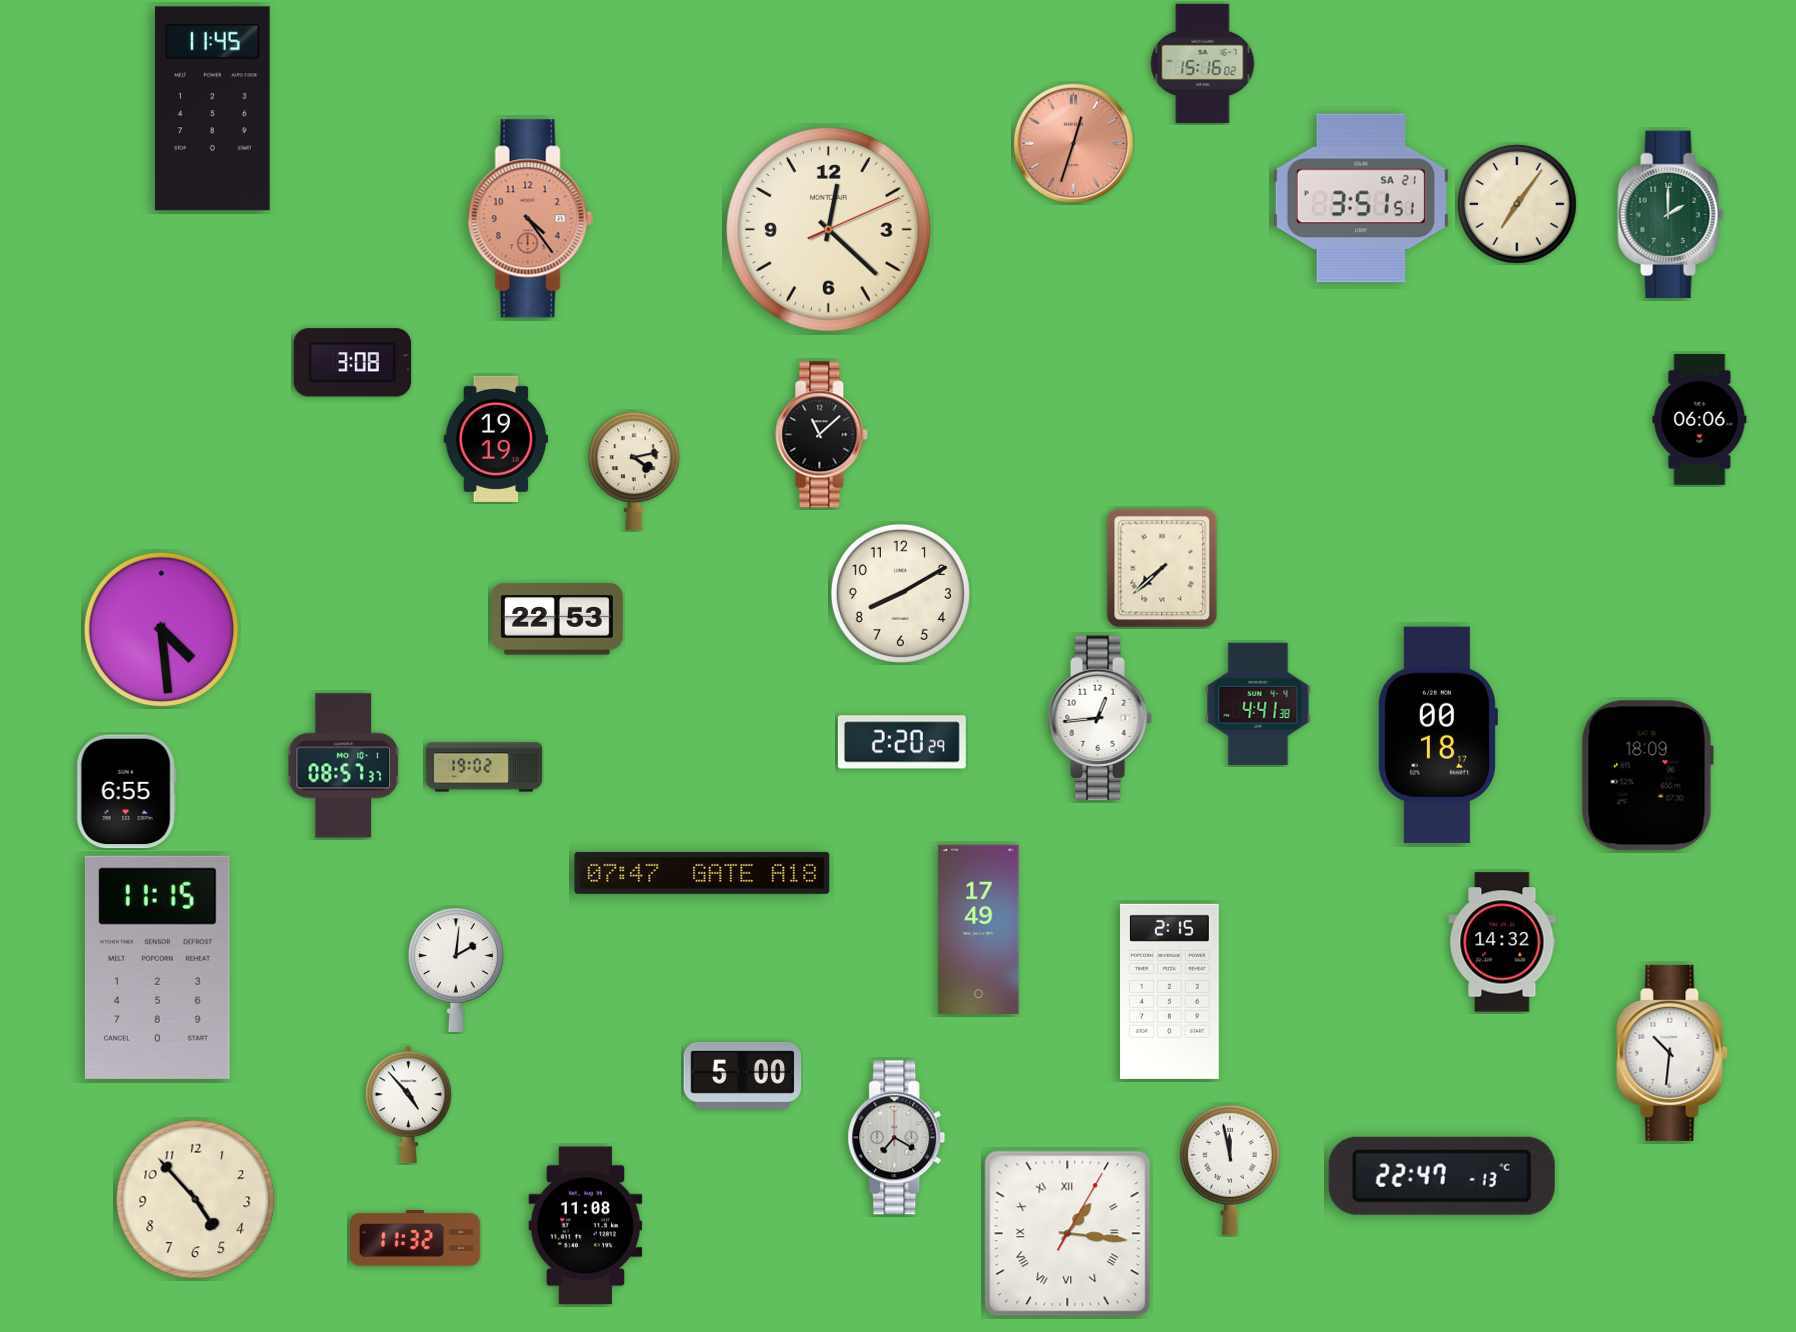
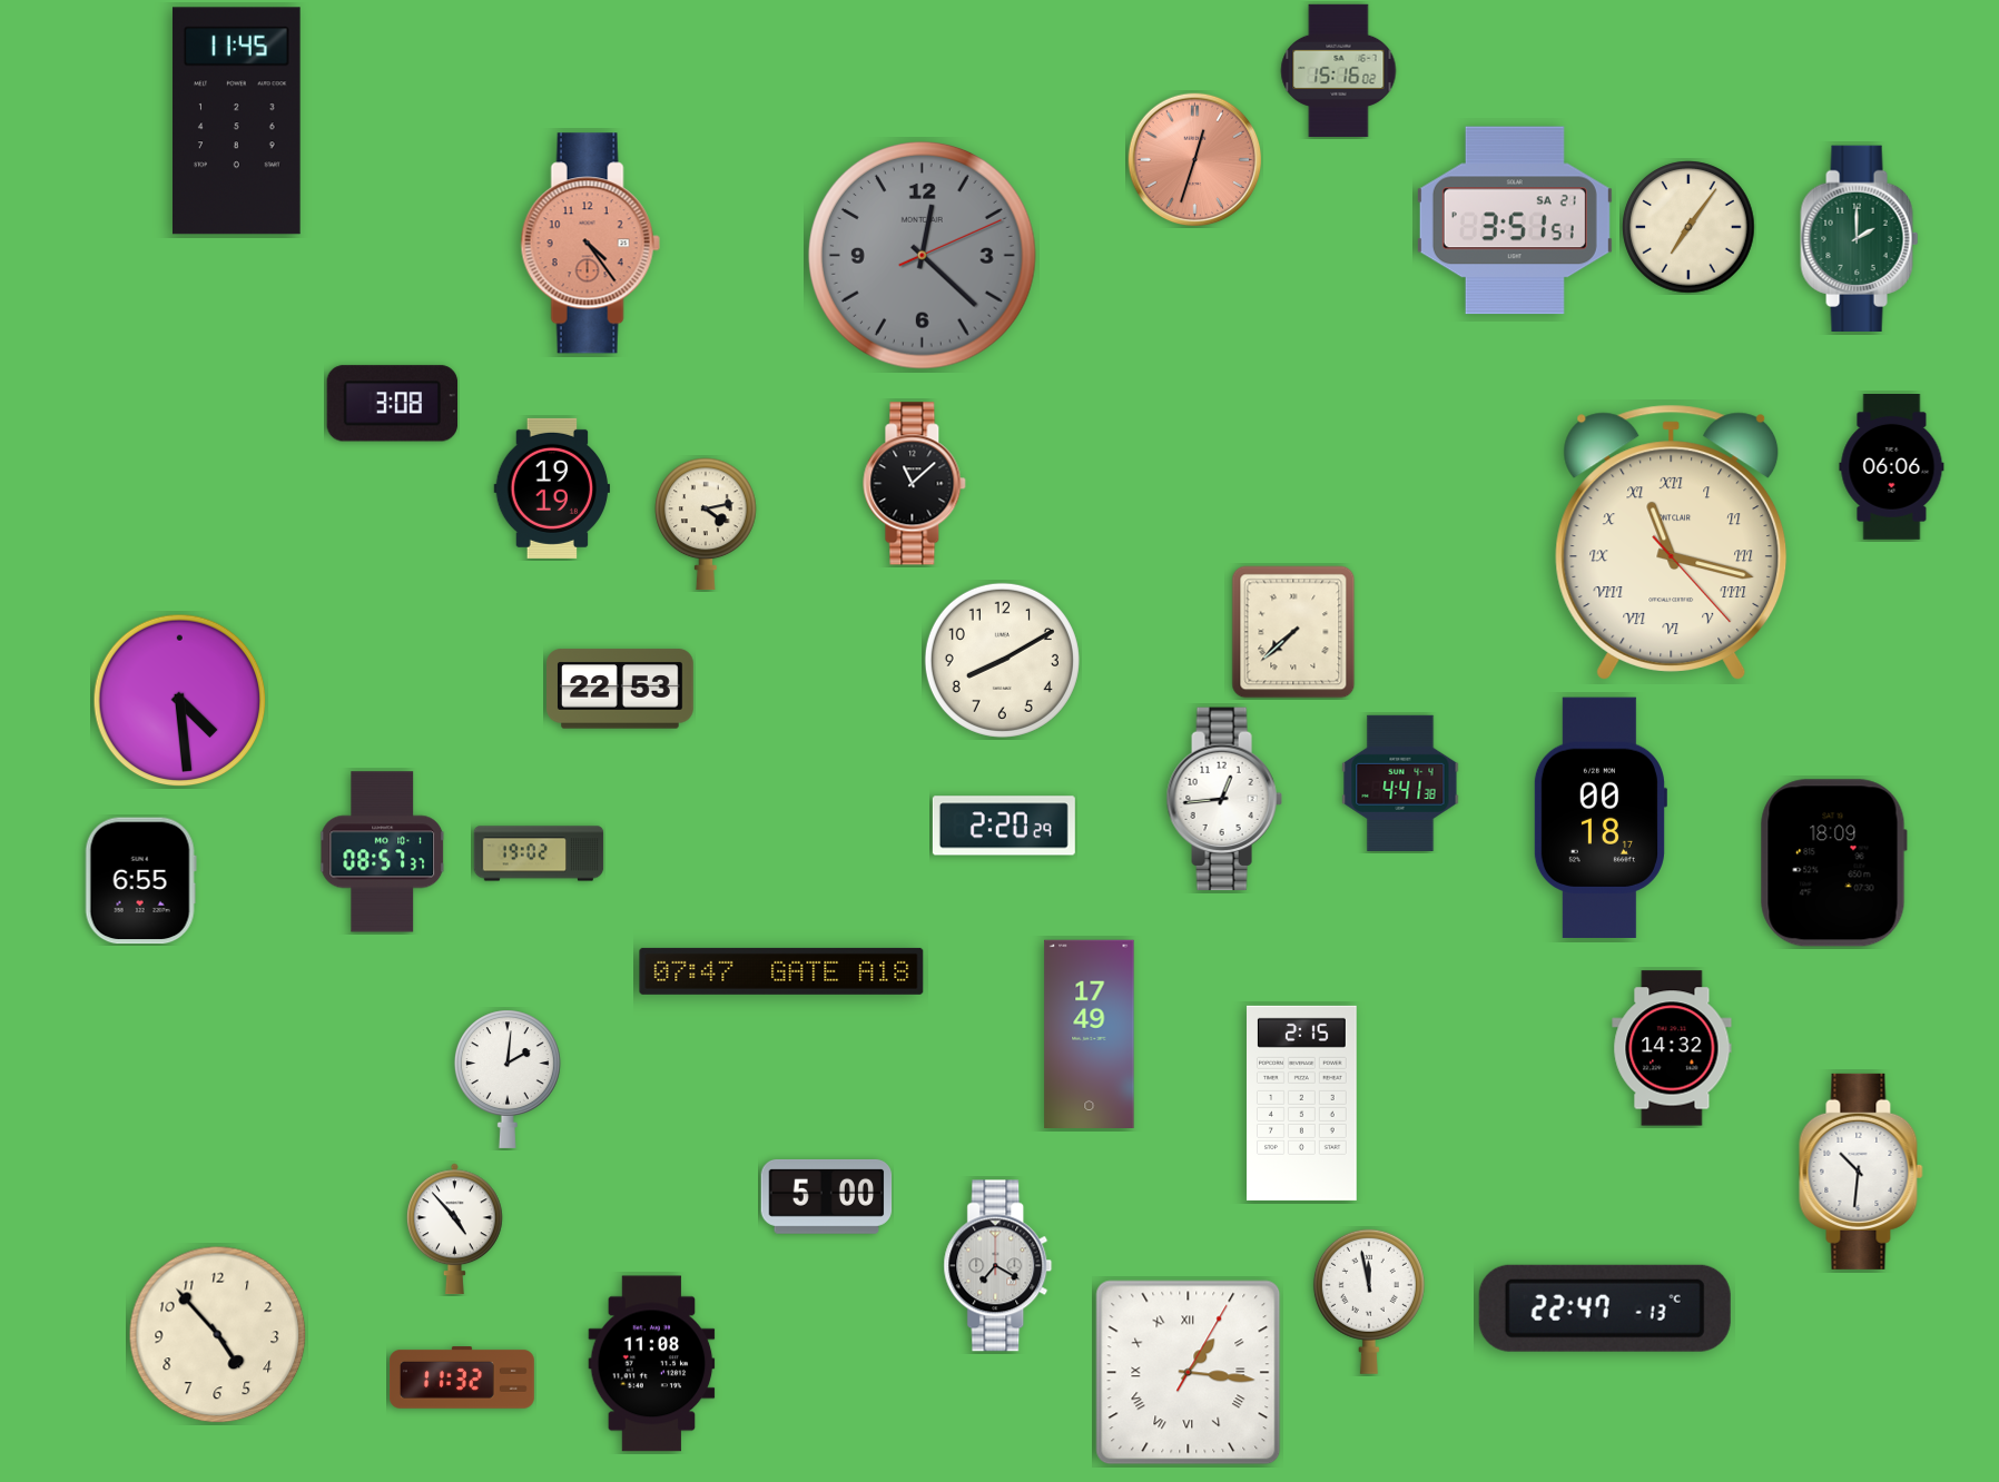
clock at (829, 230) dial: cream -> grey
clock at (1672, 542): none -> 11:17
clock at (157, 967): 11:15 -> none
